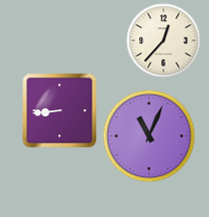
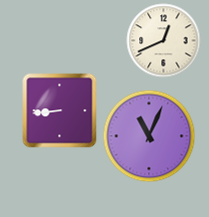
clock at (164, 41): 12:37 -> 12:41
